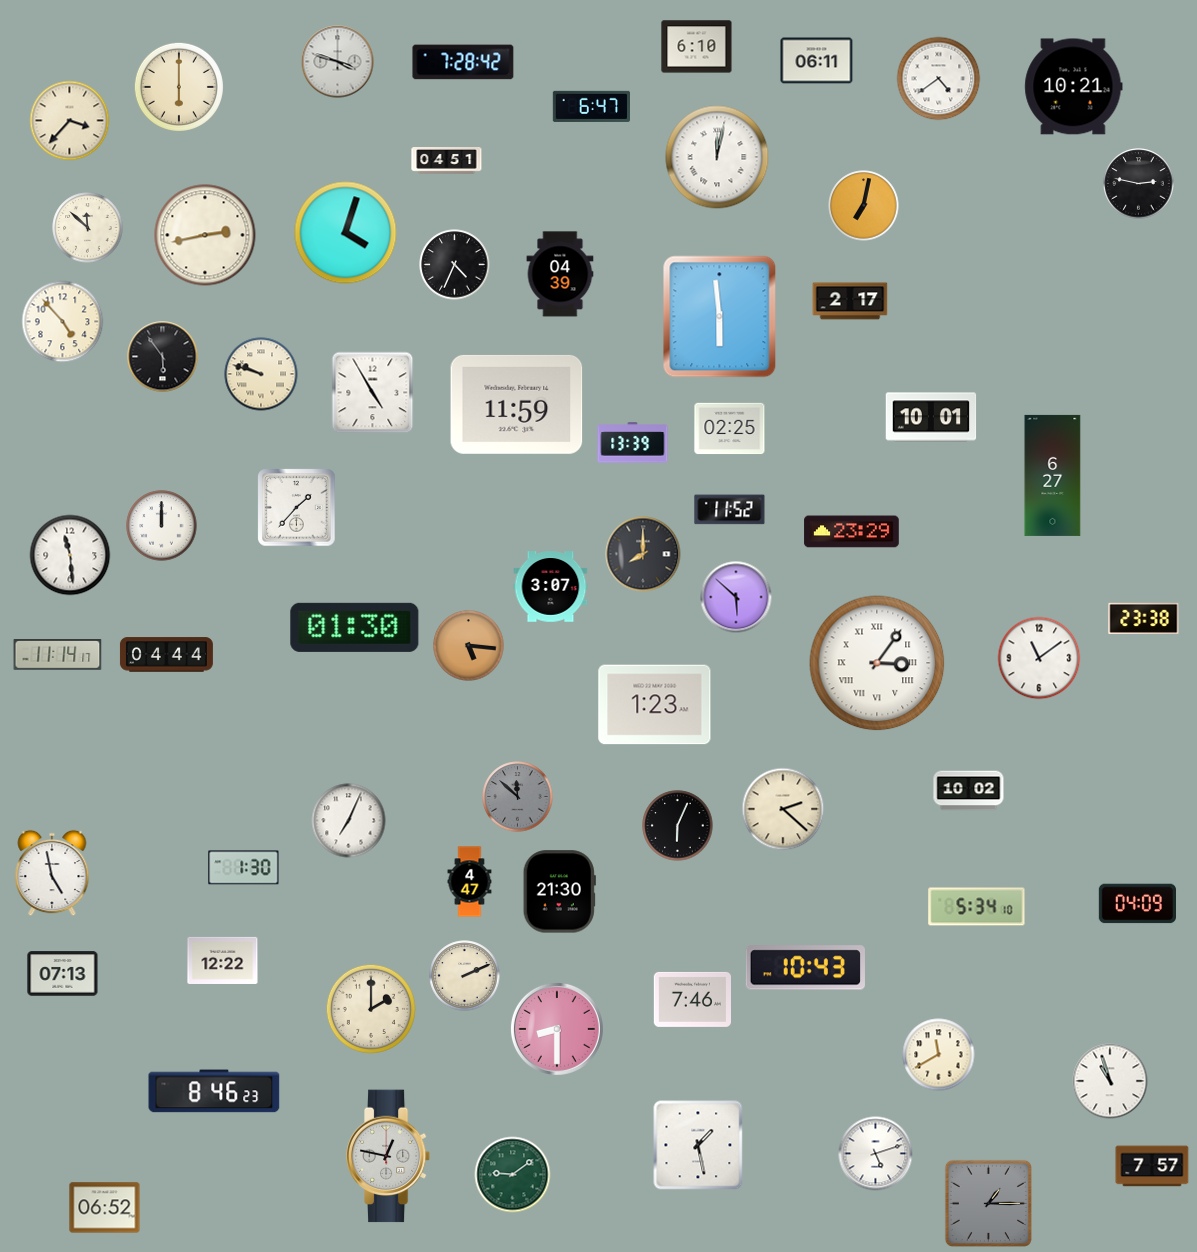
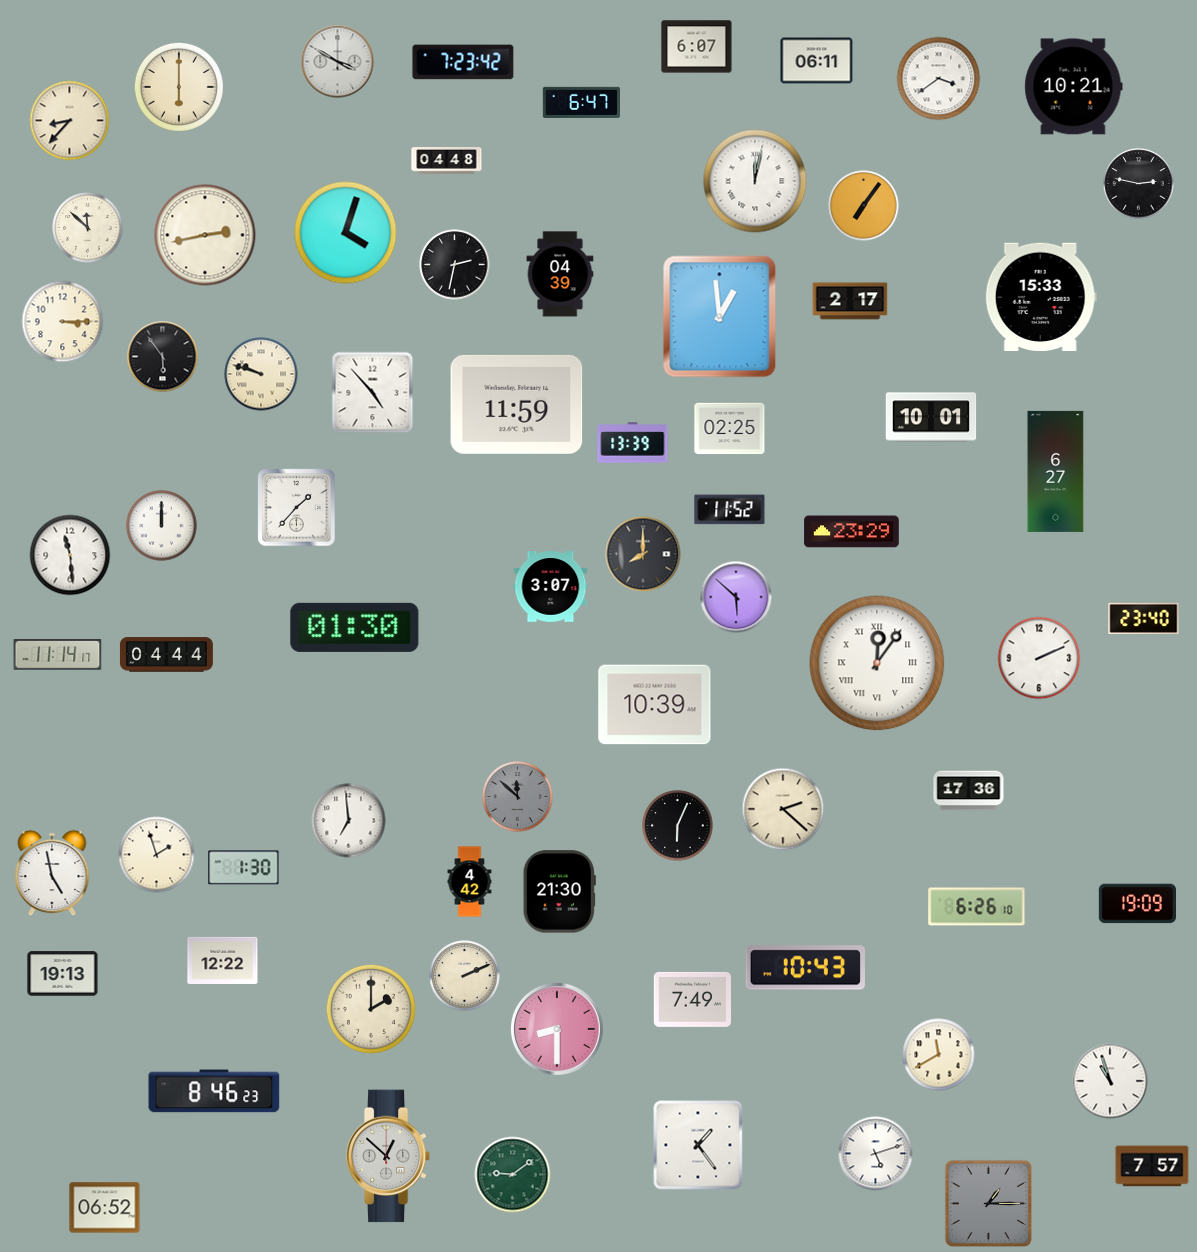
clock at (697, 47): 6:10 -> 6:07
clock at (338, 62): 3:48 -> 3:50
clock at (463, 62): 7:28 -> 7:23
clock at (939, 79): 4:39 -> 3:39
clock at (591, 106) position: (591, 106) -> (581, 102)
clock at (70, 121): 3:37 -> 8:37
clock at (717, 157) position: (717, 157) -> (755, 181)
clock at (447, 161): 04:51 -> 04:48
clock at (864, 206): 7:02 -> 7:06
clock at (455, 265): 4:34 -> 2:32
clock at (1041, 296): none -> 15:33
clock at (720, 317): 5:59 -> 12:59
clock at (63, 322): 4:53 -> 3:15
clock at (373, 393): 4:55 -> 4:53
clock at (1053, 475) position: (1053, 475) -> (1056, 471)
clock at (1144, 618): 23:38 -> 23:40
clock at (469, 646): 5:16 -> none
clock at (1039, 658): 11:09 -> 2:11
clock at (877, 663): 3:06 -> 12:06
clock at (655, 705): 1:23 -> 10:39
clock at (969, 791): 10:02 -> 17:36
clock at (349, 821): 7:04 -> 6:59
clock at (157, 855): none -> 1:57
clock at (470, 882): 4:47 -> 4:42
clock at (1137, 904): 04:09 -> 19:09
clock at (977, 907): 5:34 -> 6:26
clock at (63, 974): 07:13 -> 19:13
clock at (692, 999): 7:46 -> 7:49
clock at (698, 1145): 1:28 -> 1:24
clock at (388, 1156): 12:47 -> 12:52
